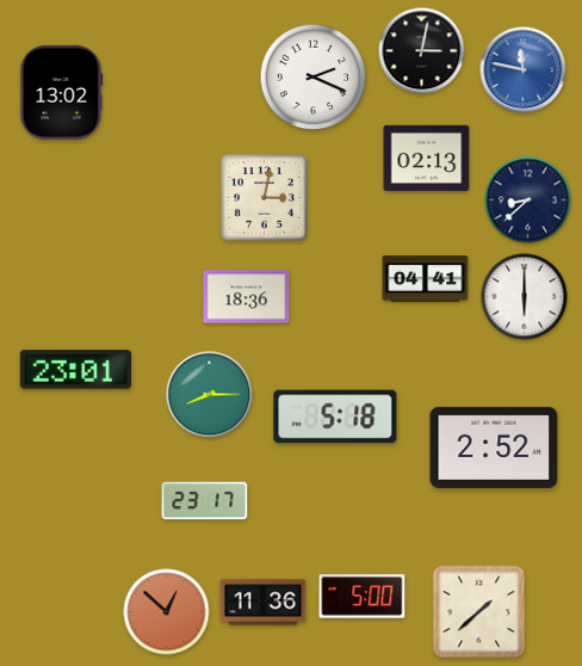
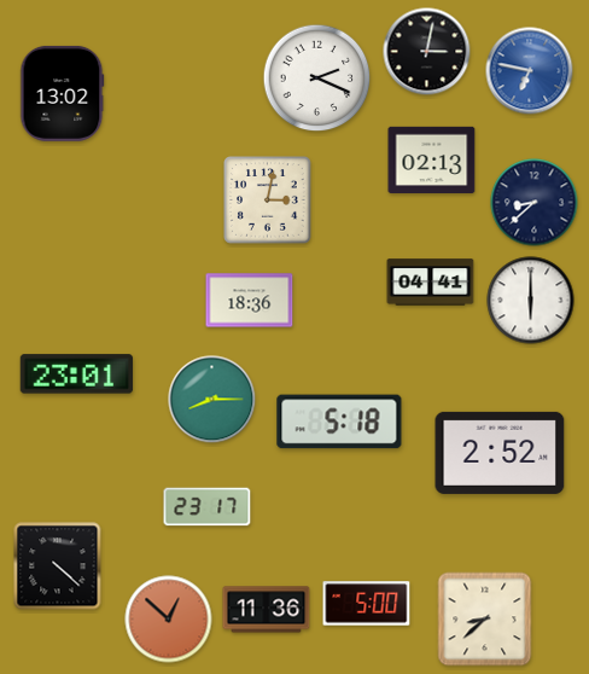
clock at (524, 70): 11:47 -> 6:47
clock at (58, 566): none -> 4:22
clock at (479, 612): 1:38 -> 8:38
